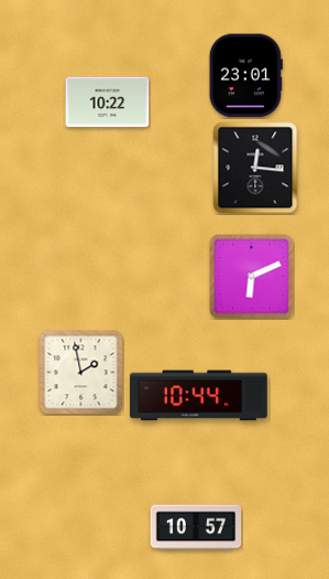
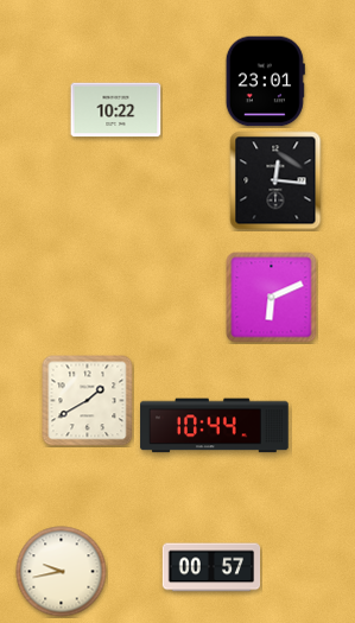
clock at (81, 373): 1:58 -> 1:40
clock at (196, 527): 10:57 -> 00:57
clock at (62, 572): none -> 9:43
